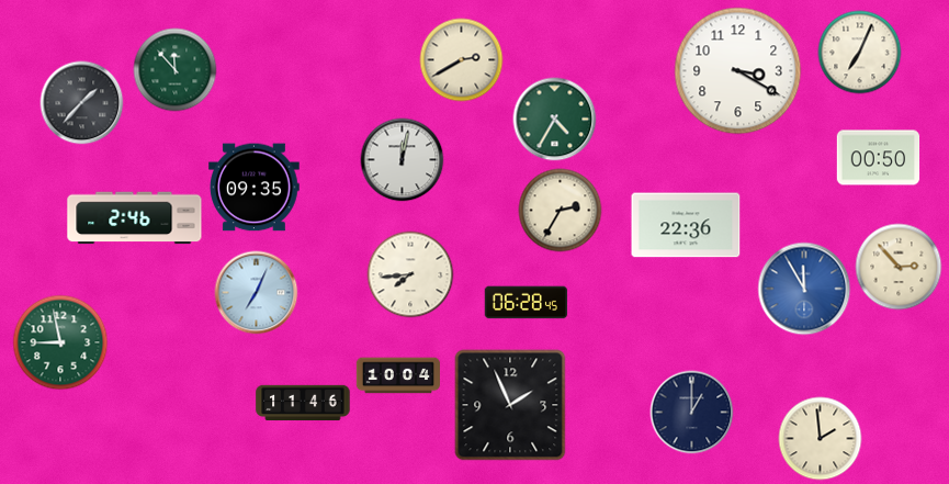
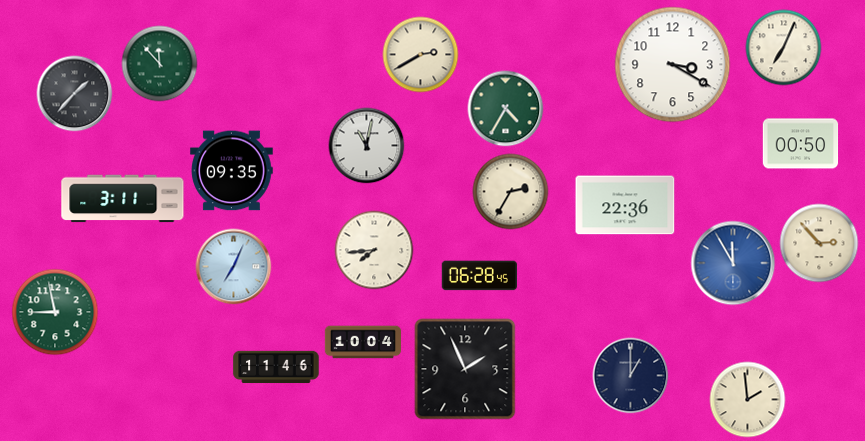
clock at (403, 160): 12:02 -> 11:02
clock at (135, 218): 2:46 -> 3:11
